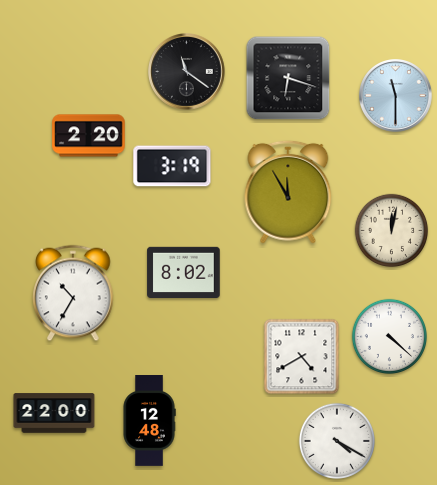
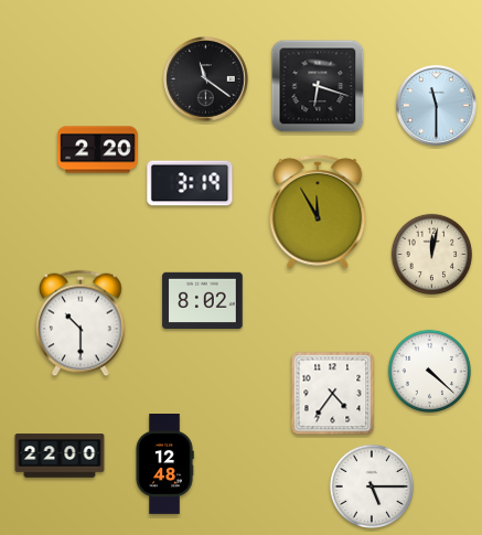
clock at (73, 293): 10:35 -> 10:30
clock at (302, 357): 4:40 -> 4:36
clock at (337, 441): 4:20 -> 5:15
